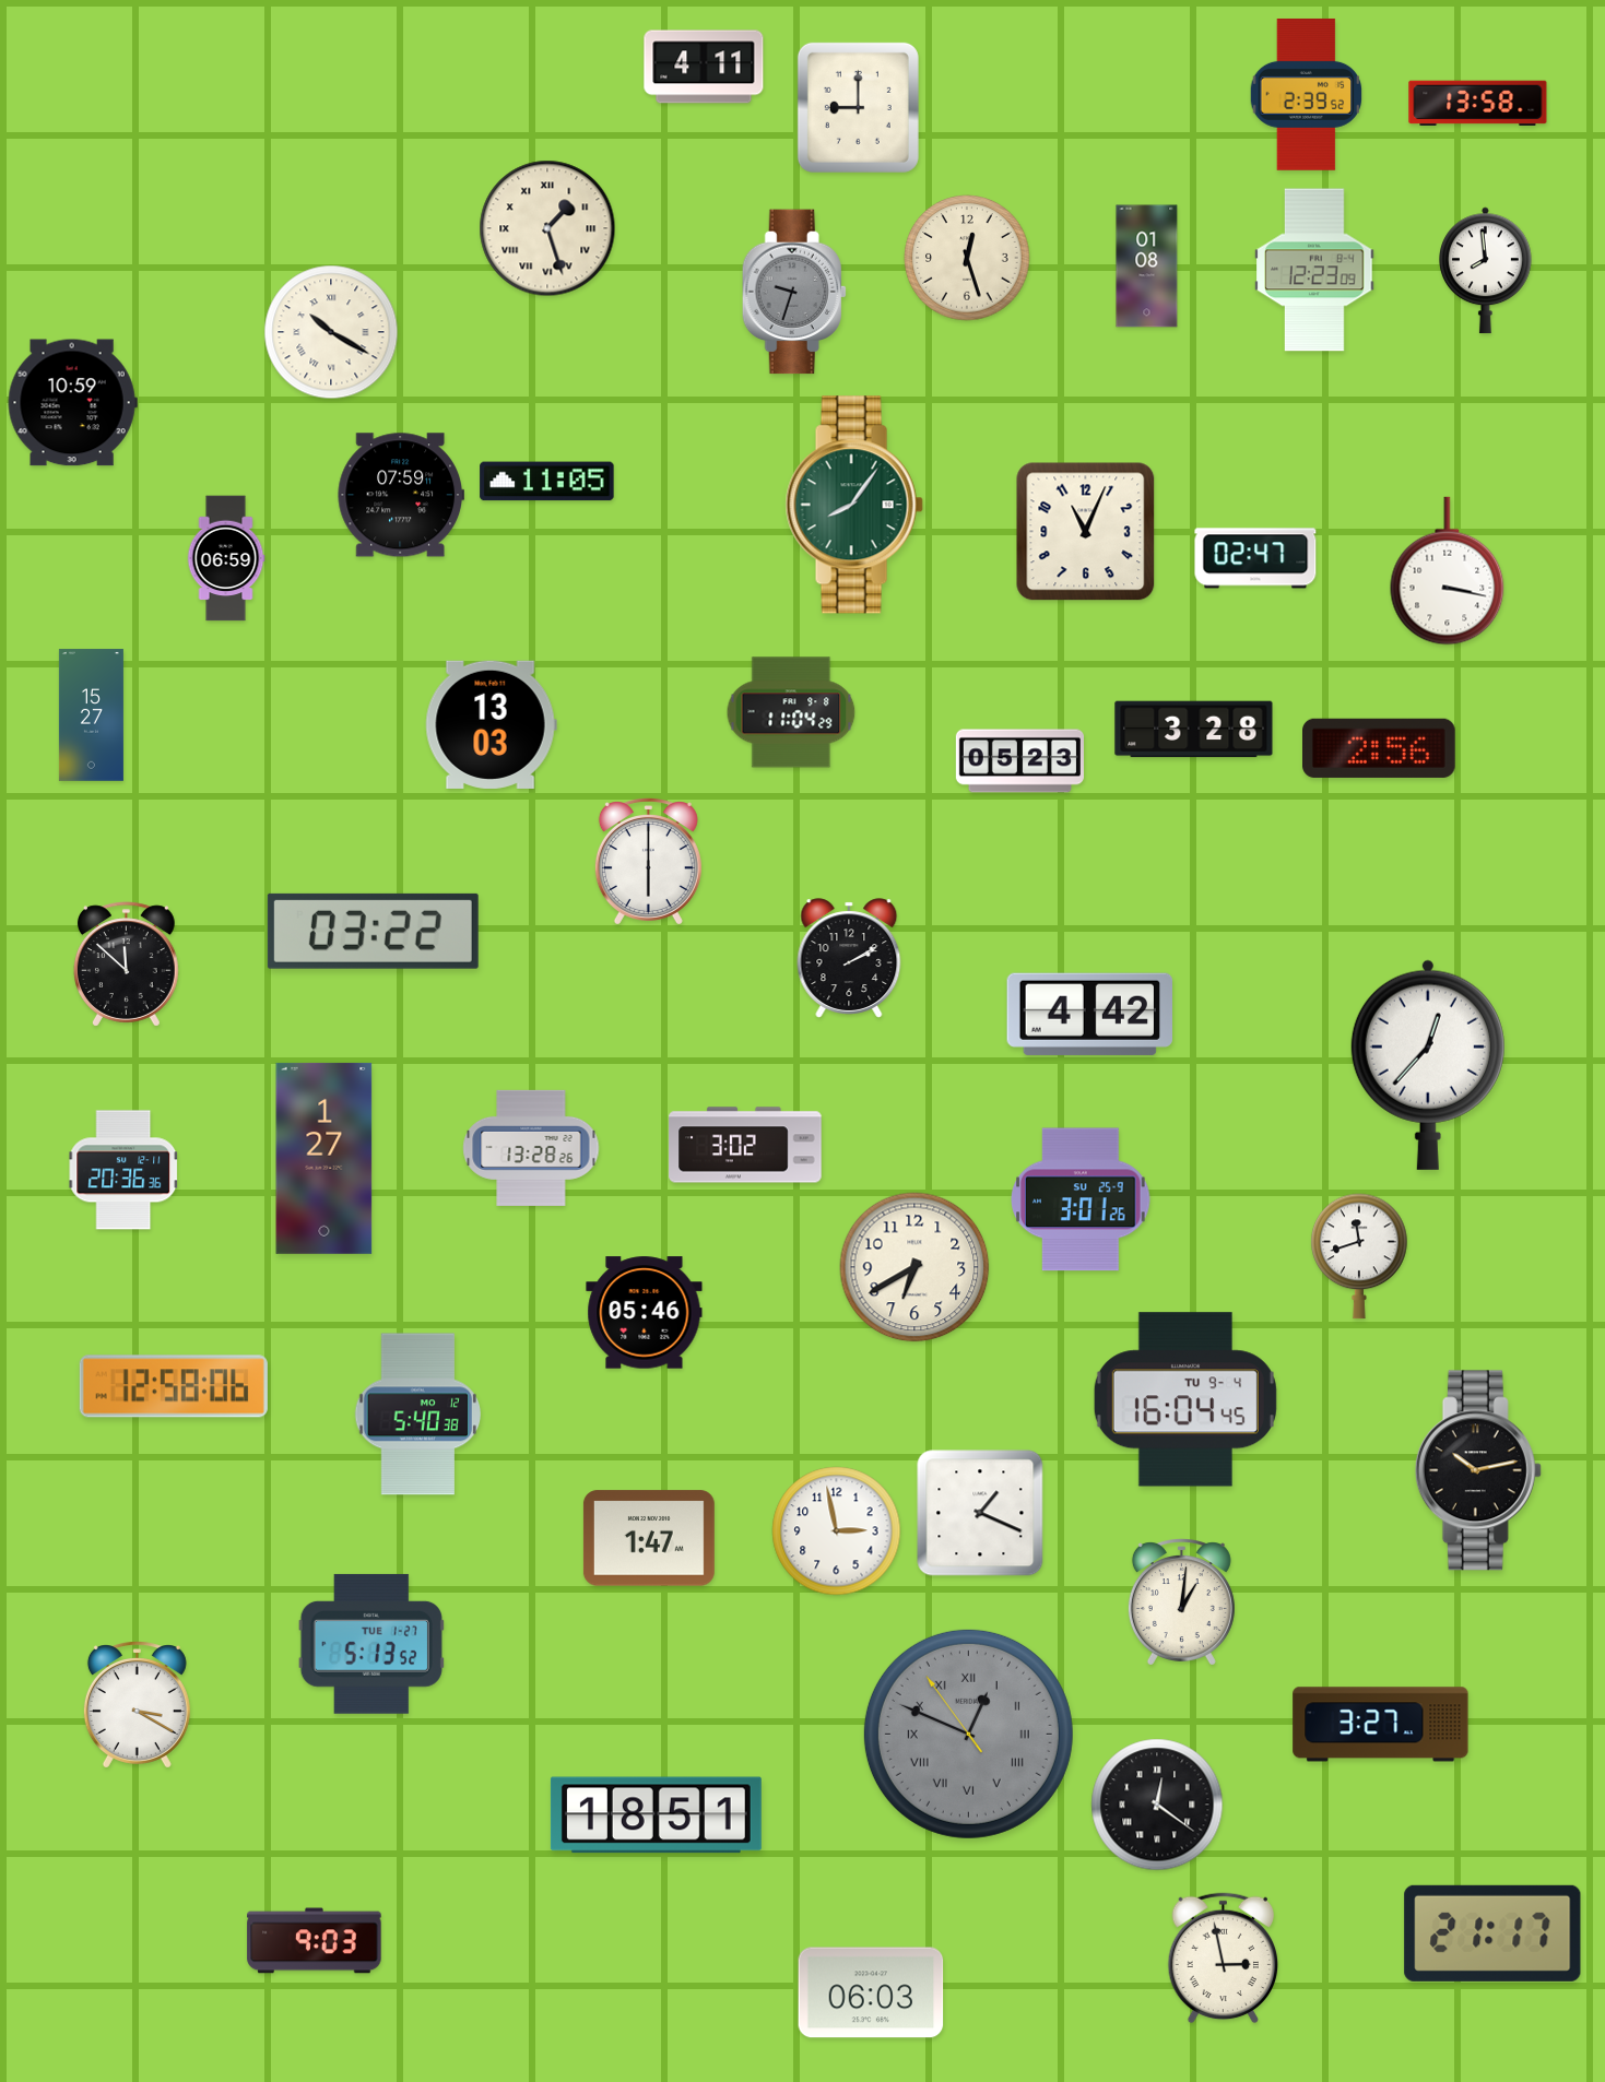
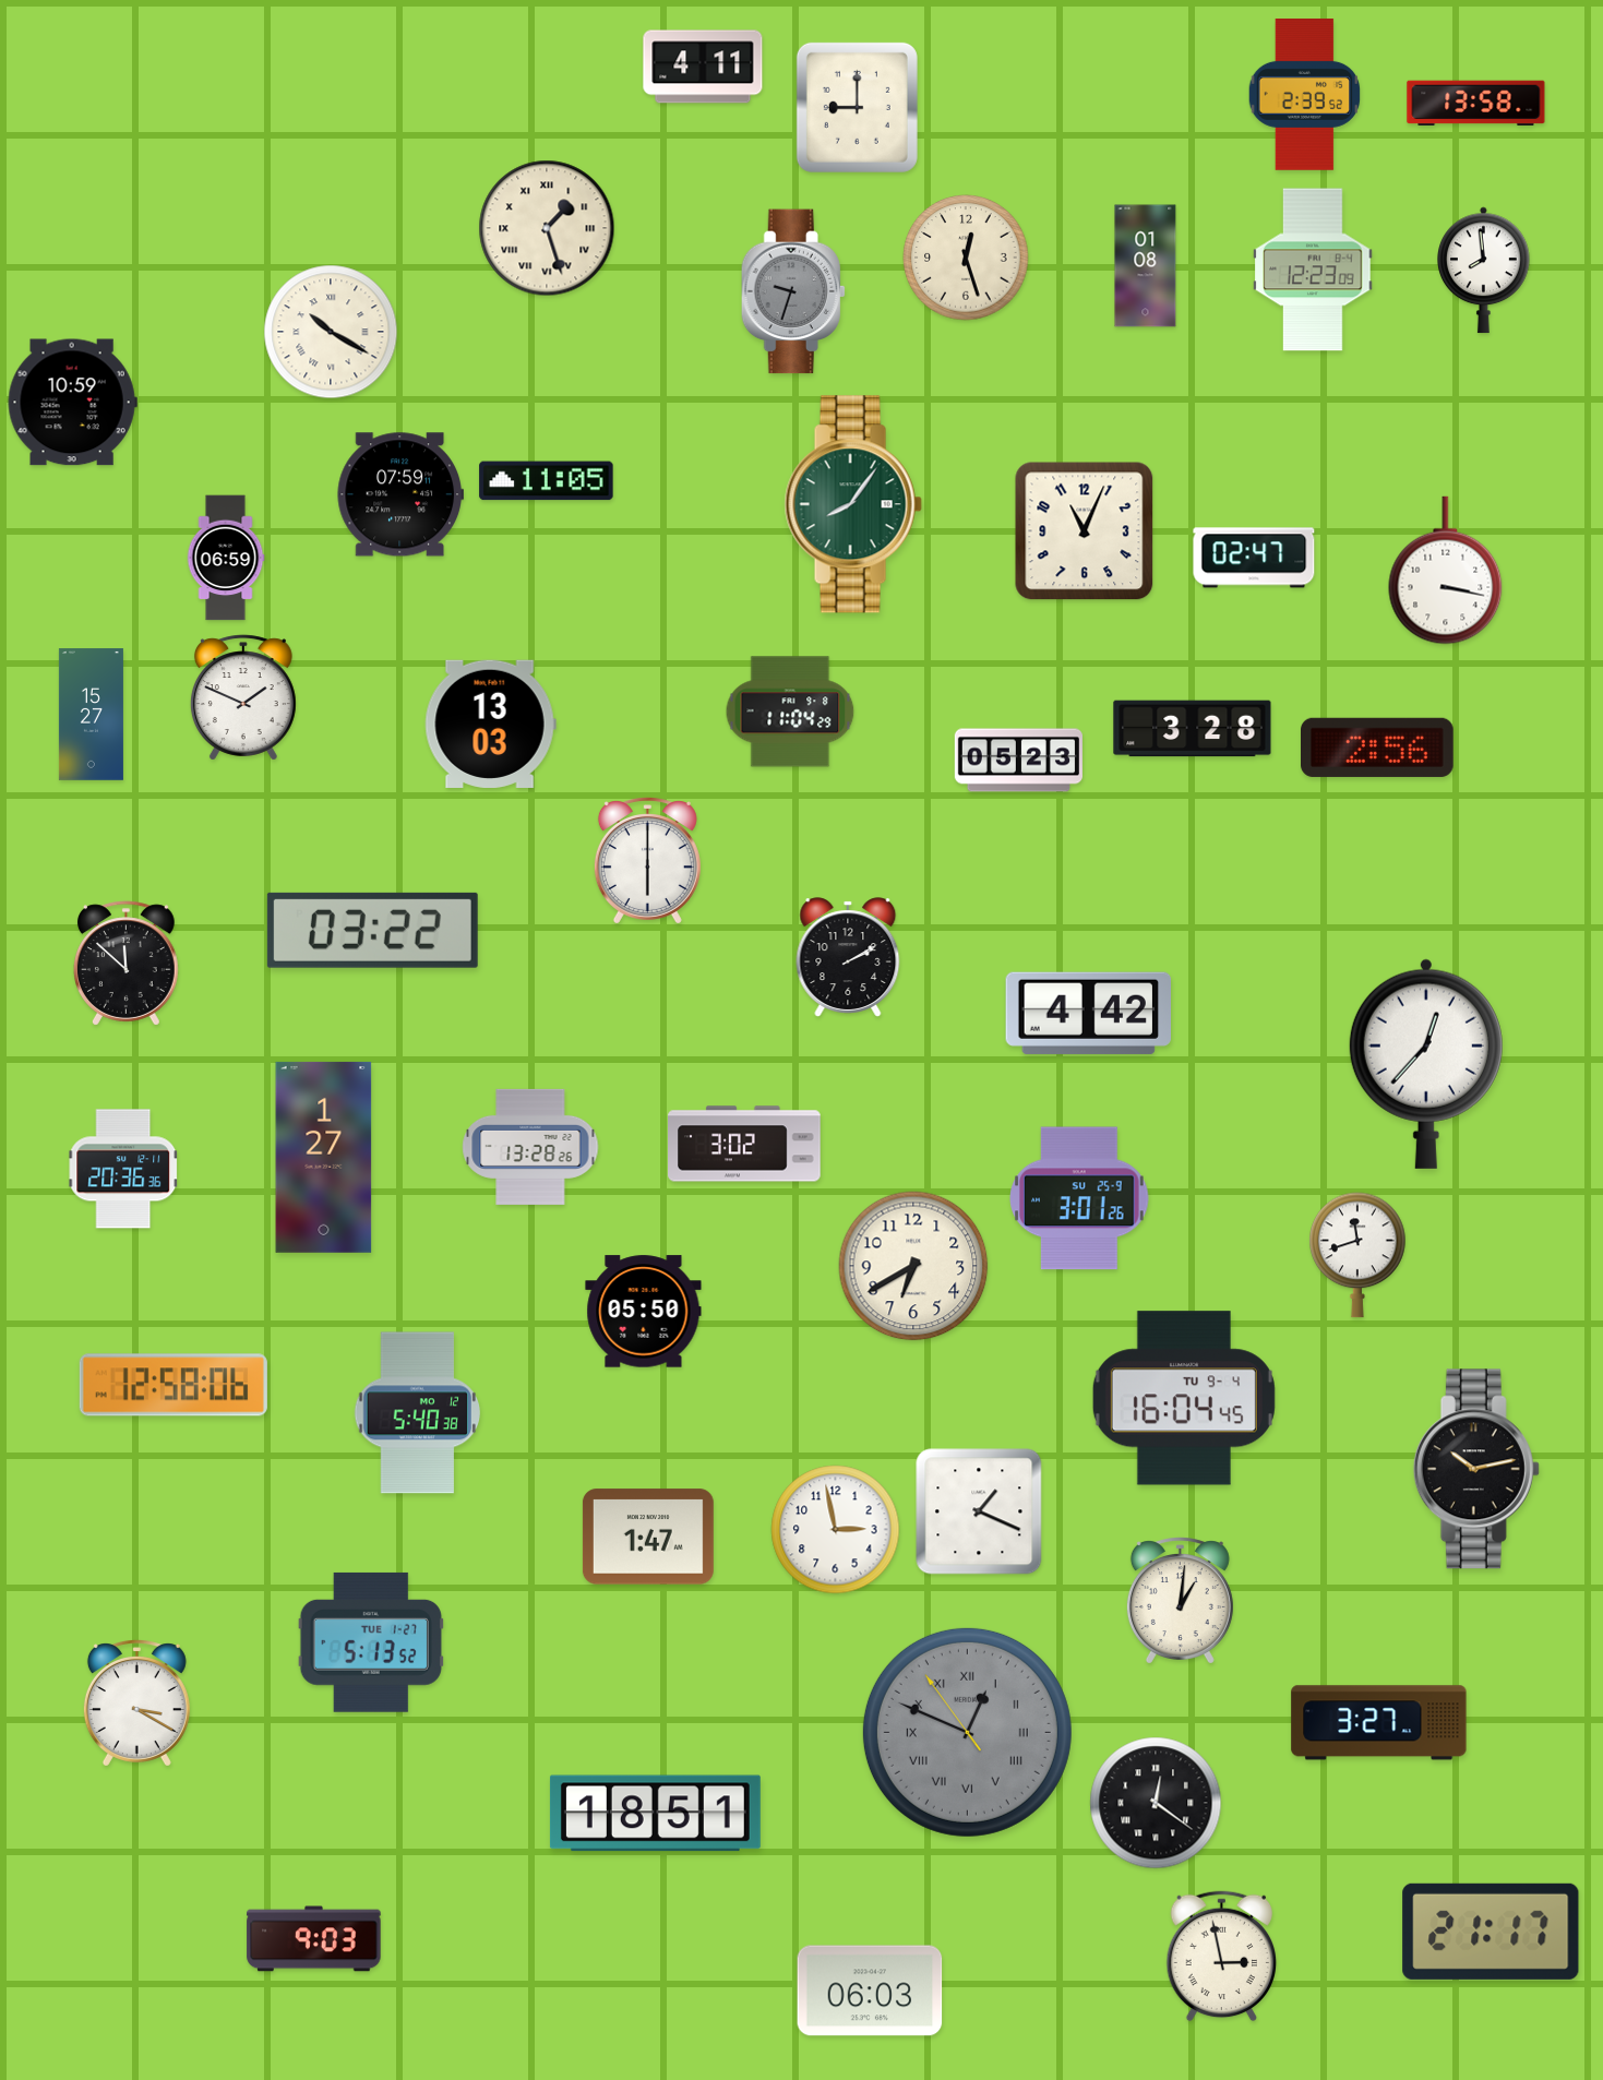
clock at (243, 697): none -> 1:49
clock at (645, 1313): 05:46 -> 05:50
